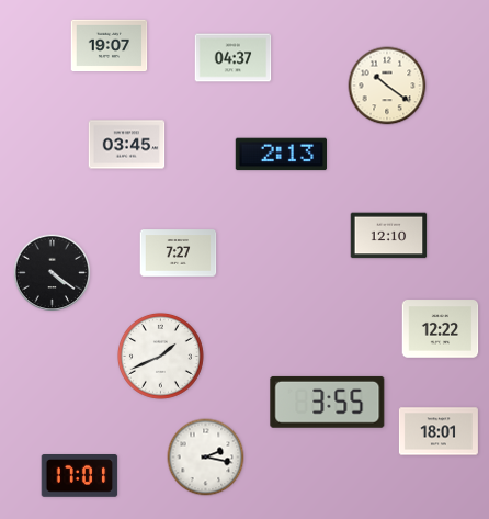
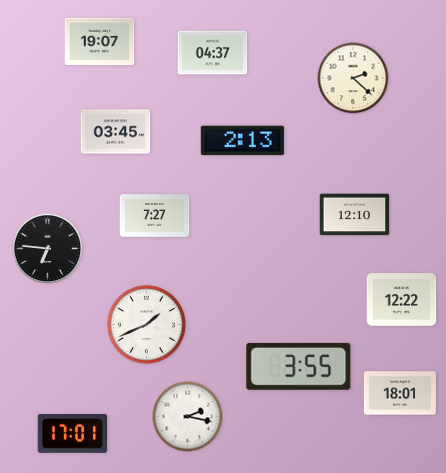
clock at (387, 86): 10:21 -> 2:22
clock at (281, 155) position: (281, 155) -> (242, 141)
clock at (179, 253) position: (179, 253) -> (155, 216)
clock at (53, 273): 4:21 -> 6:46
